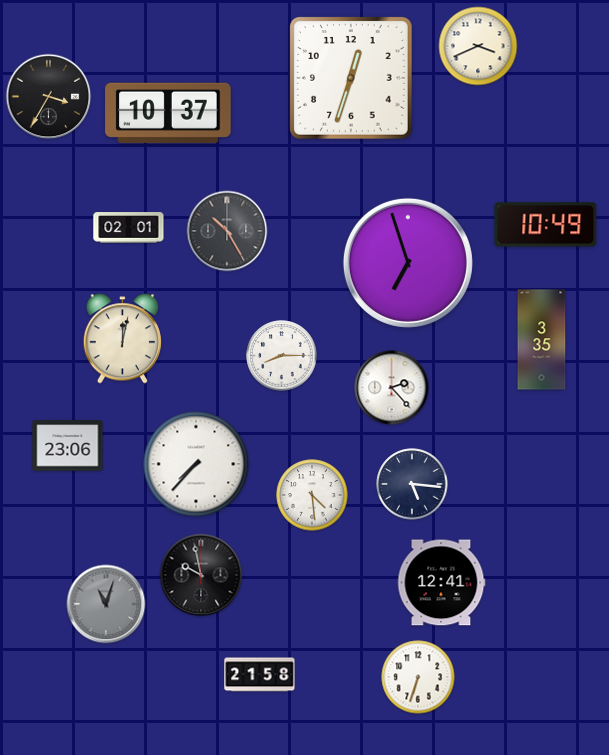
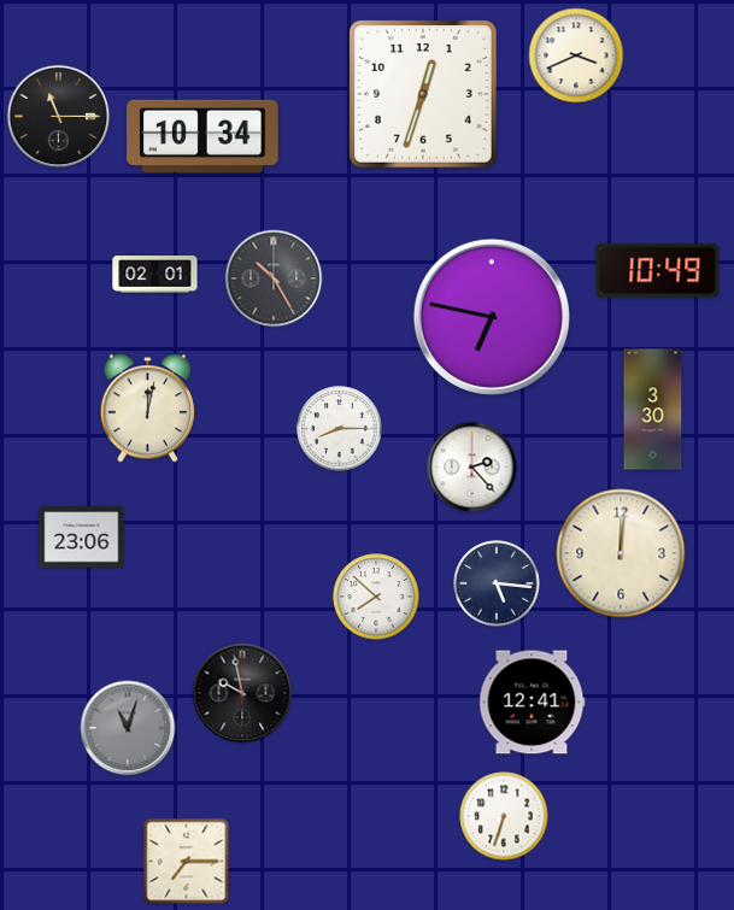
clock at (49, 97): 3:35 -> 11:15
clock at (168, 113): 10:37 -> 10:34
clock at (408, 263): 6:57 -> 6:47
clock at (542, 340): 3:35 -> 3:30
clock at (621, 553): none -> 12:01
clock at (196, 464): 7:37 -> none
clock at (312, 495): 4:29 -> 7:52
clock at (260, 675): 21:58 -> none
clock at (187, 862): none -> 7:15
